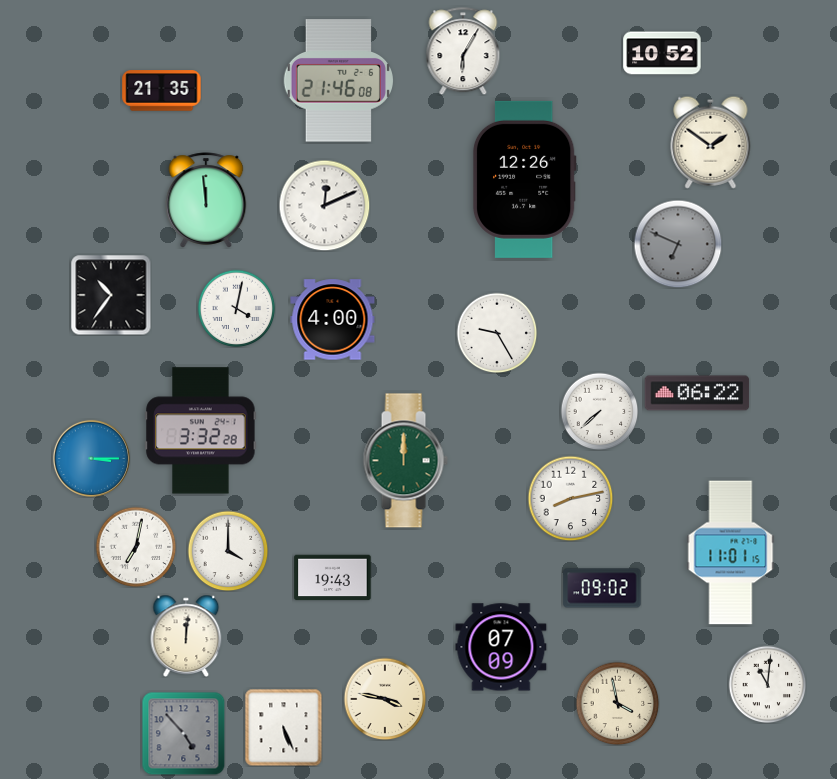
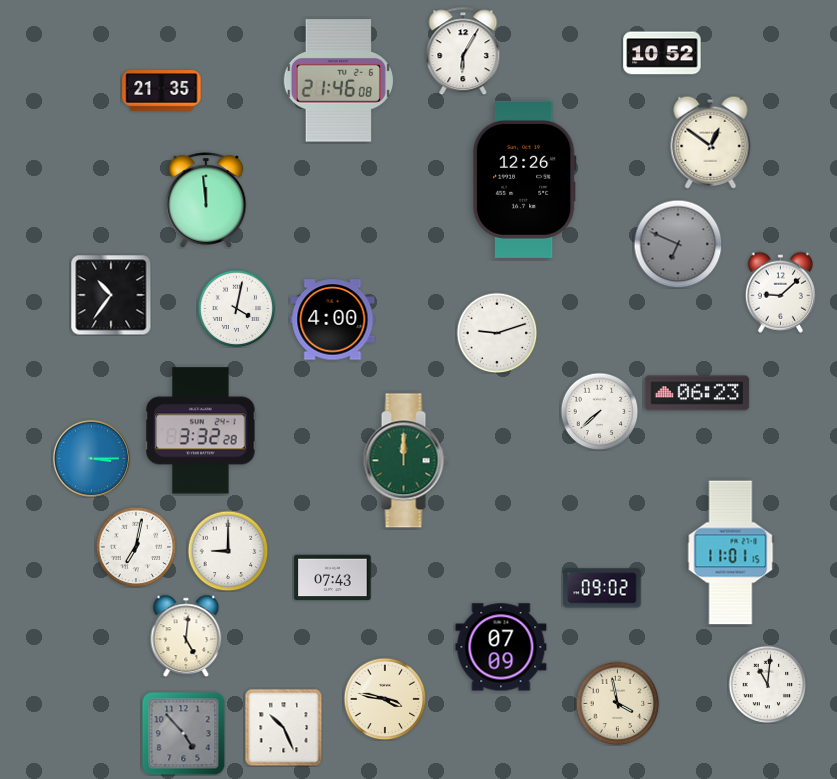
clock at (711, 142): 1:51 -> 12:51
clock at (324, 205): 12:11 -> none
clock at (780, 292): none -> 9:08
clock at (497, 333): 9:25 -> 9:12
clock at (697, 393): 06:22 -> 06:23
clock at (570, 498): 8:13 -> none
clock at (228, 551): 4:00 -> 9:00
clock at (333, 578): 19:43 -> 07:43
clock at (186, 636): 12:01 -> 5:01
clock at (283, 727): 5:26 -> 10:26
